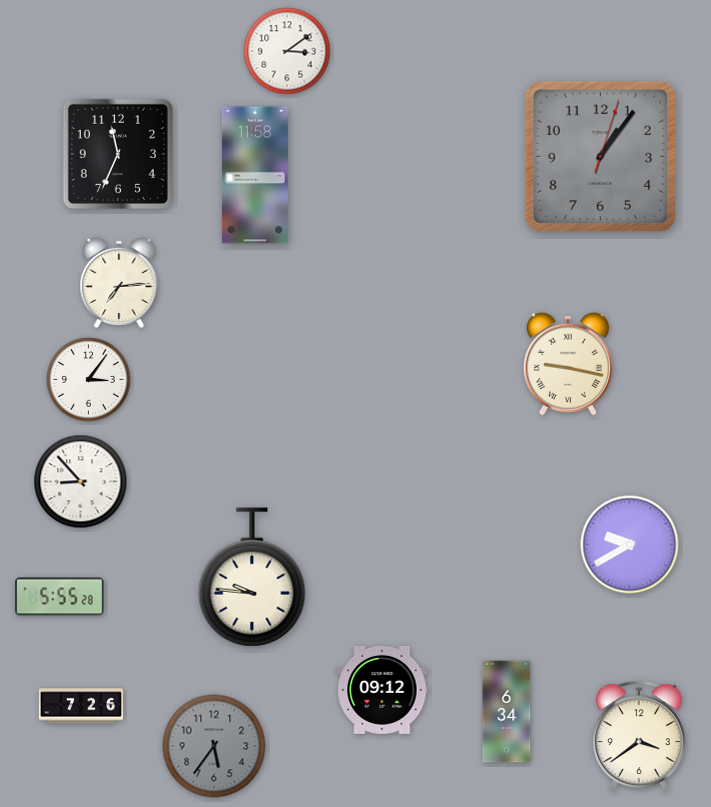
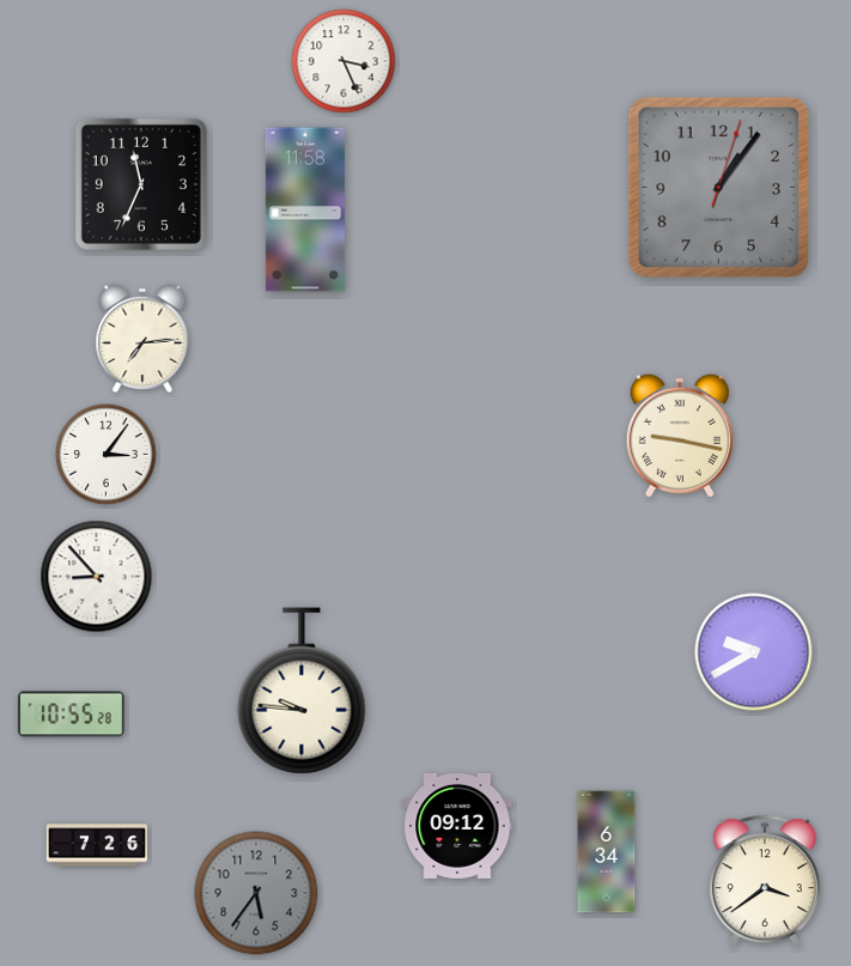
clock at (287, 51): 3:09 -> 3:26
clock at (60, 597): 5:55 -> 10:55
